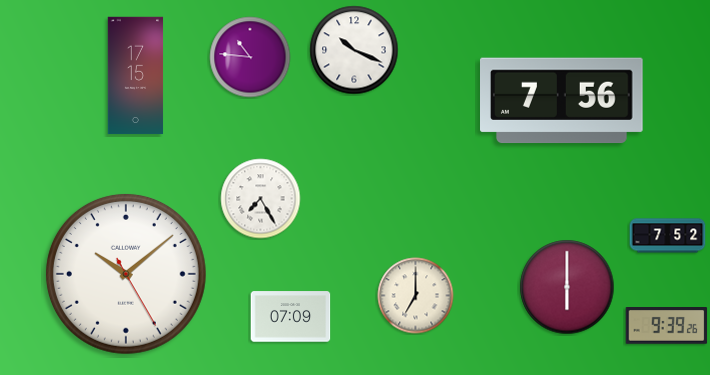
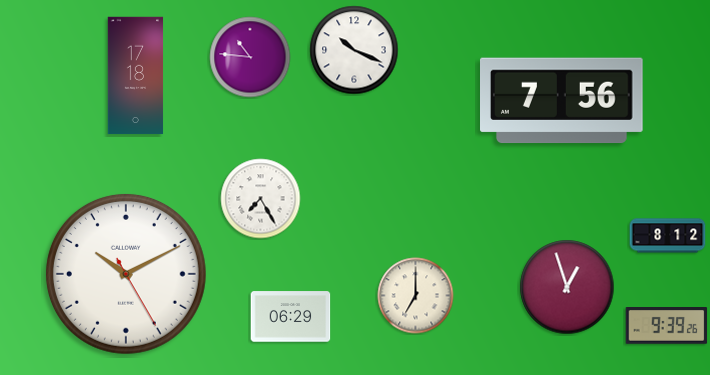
clock at (136, 76): 17:15 -> 17:18
clock at (668, 236): 7:52 -> 8:12
clock at (126, 274): 10:08 -> 10:10
clock at (567, 287): 6:00 -> 12:57
clock at (291, 317): 07:09 -> 06:29
